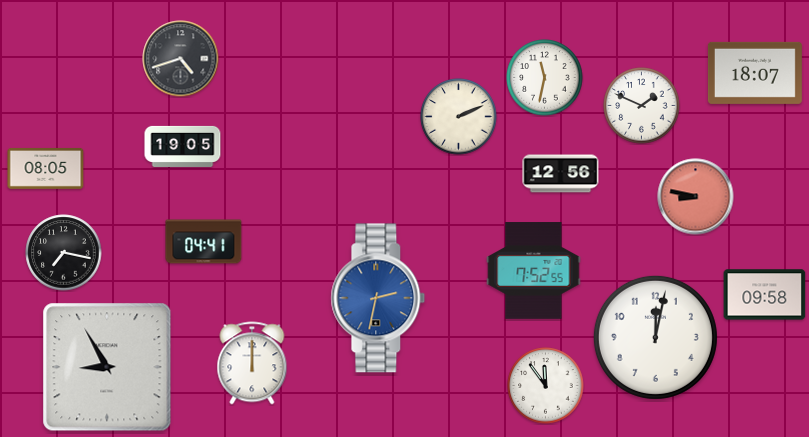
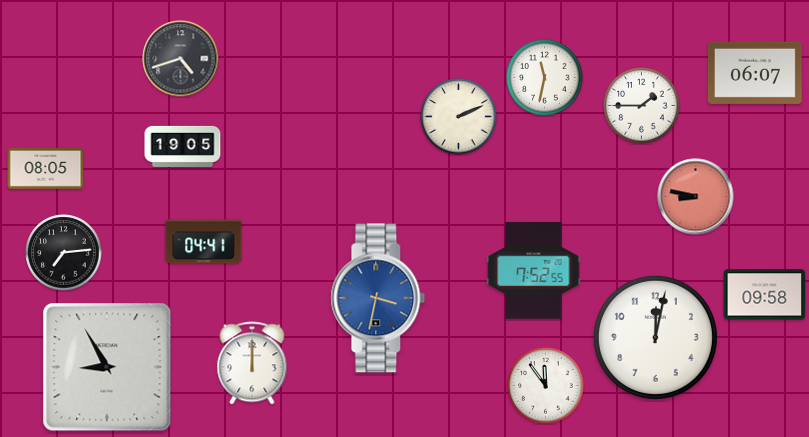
clock at (755, 73): 18:07 -> 06:07
clock at (642, 106): 1:49 -> 1:45
clock at (561, 174): 12:56 -> none
clock at (64, 253): 7:17 -> 7:14
clock at (378, 298): 2:32 -> 3:32
